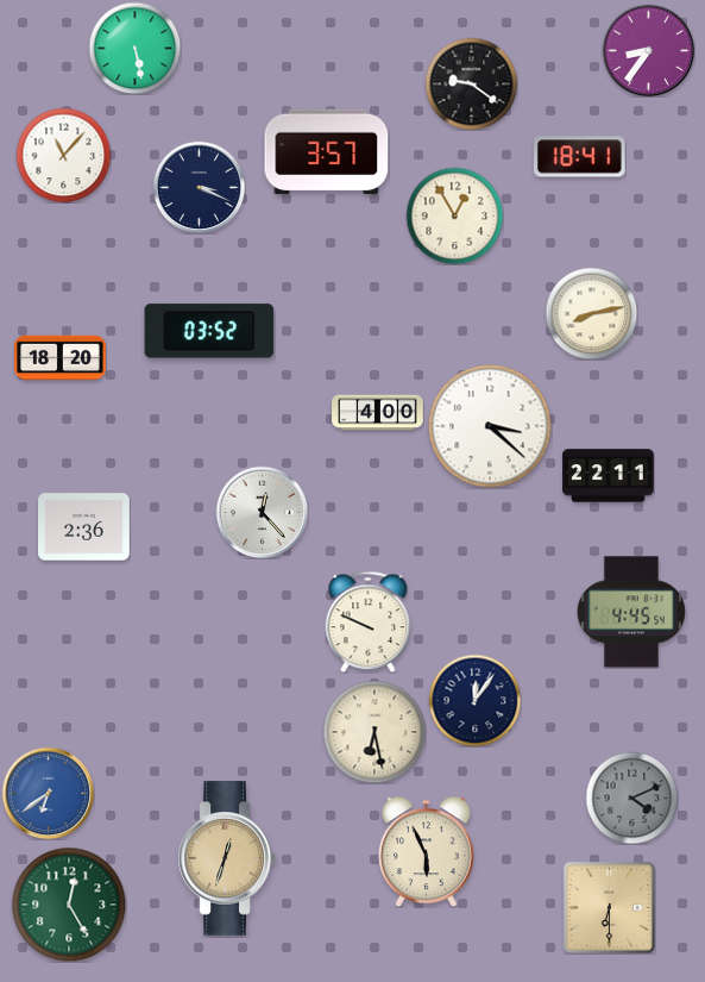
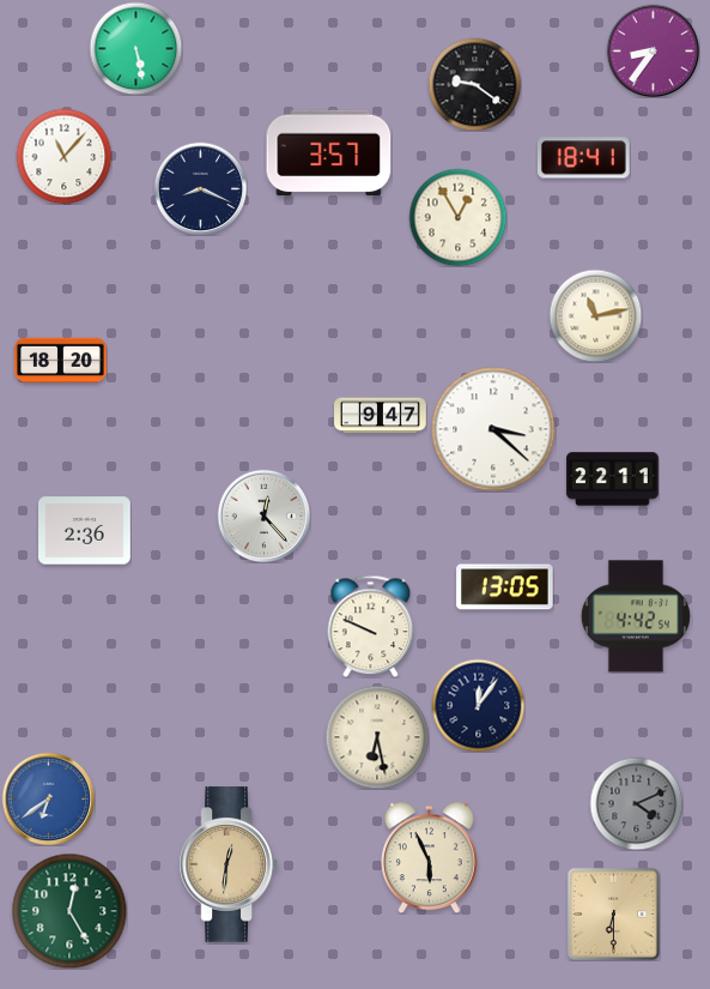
clock at (199, 187): 3:19 -> 8:19
clock at (591, 313): 8:13 -> 11:13
clock at (209, 331): 03:52 -> none
clock at (378, 413): 4:00 -> 9:47
clock at (505, 587): none -> 13:05
clock at (631, 612): 4:45 -> 4:42
clock at (227, 858): 12:33 -> 12:31
